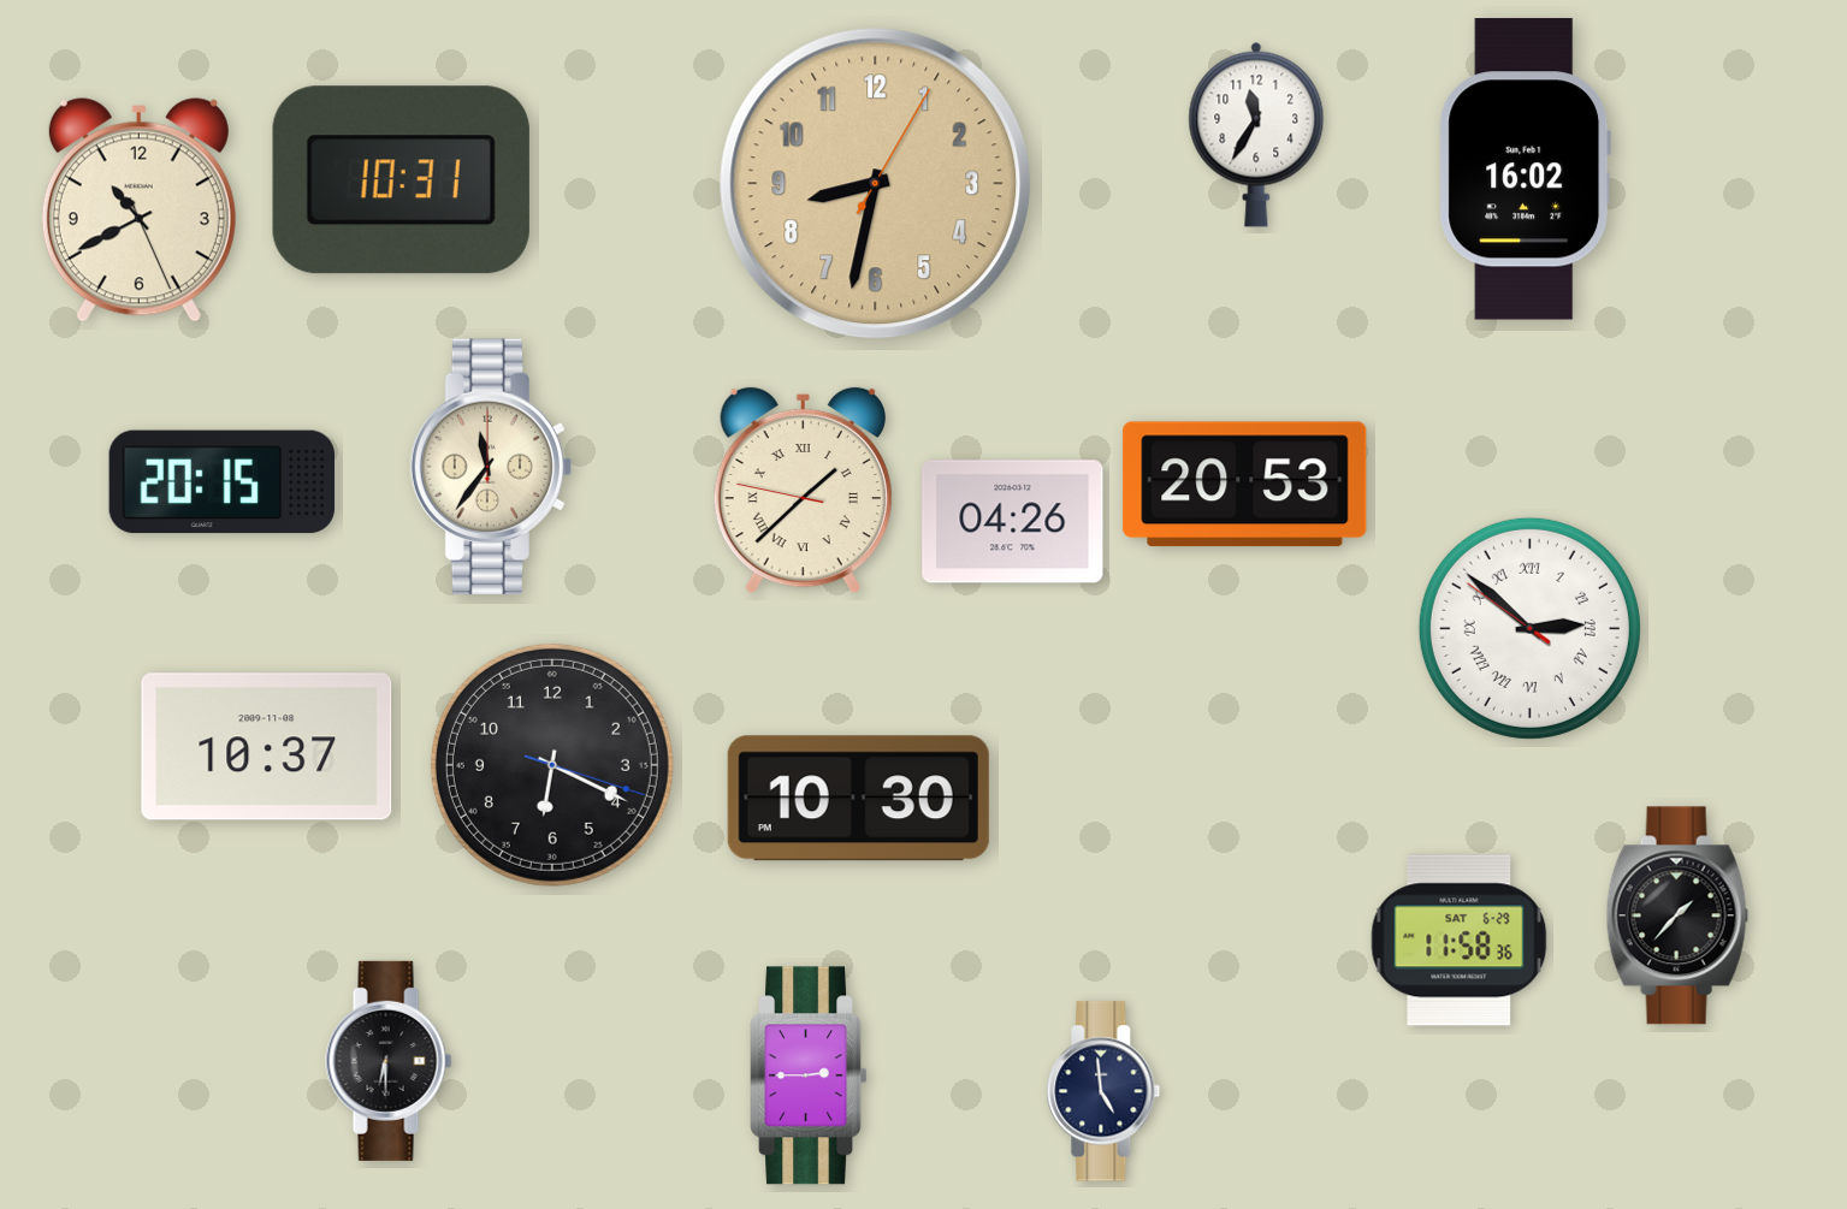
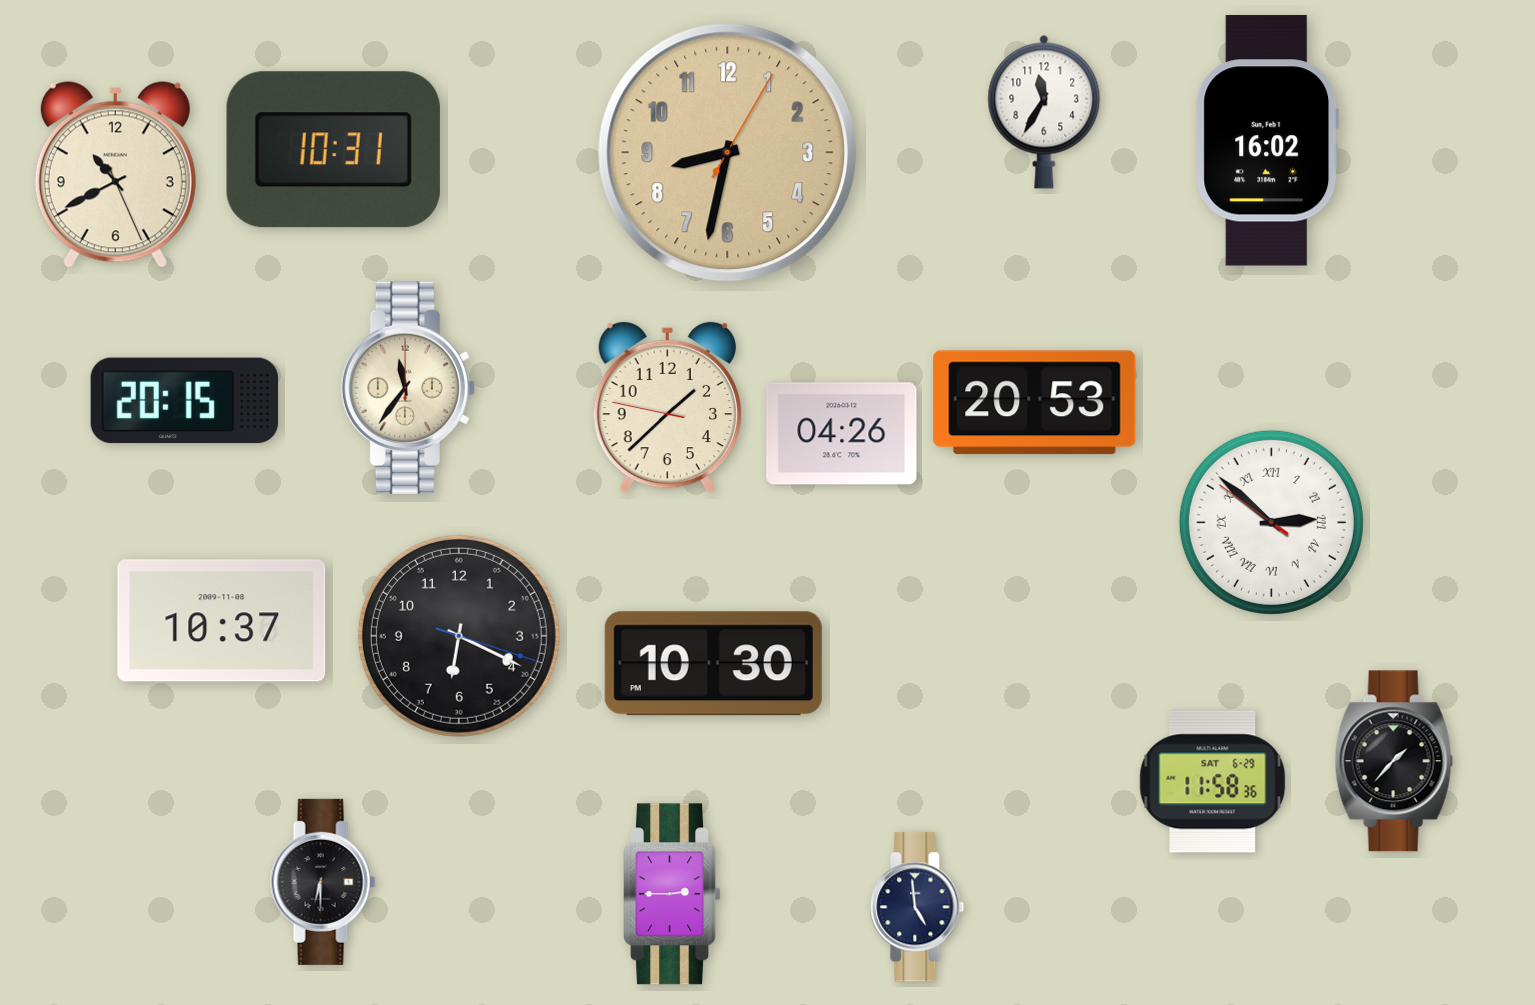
clock at (803, 491) numerals: Roman -> Arabic
